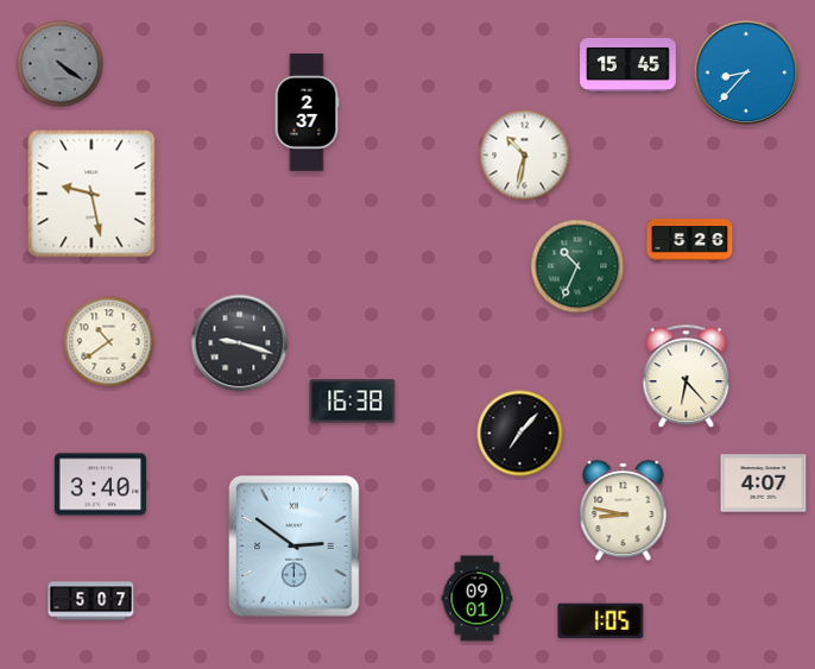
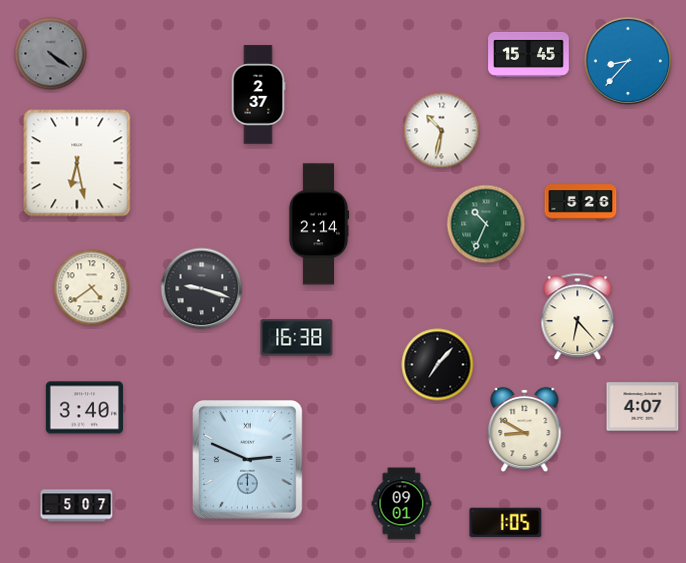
clock at (91, 194): 9:28 -> 6:28
clock at (319, 224): none -> 2:14
clock at (109, 342): 10:39 -> 4:39
clock at (624, 511): 8:47 -> 8:50
clock at (295, 547): 2:51 -> 2:49
